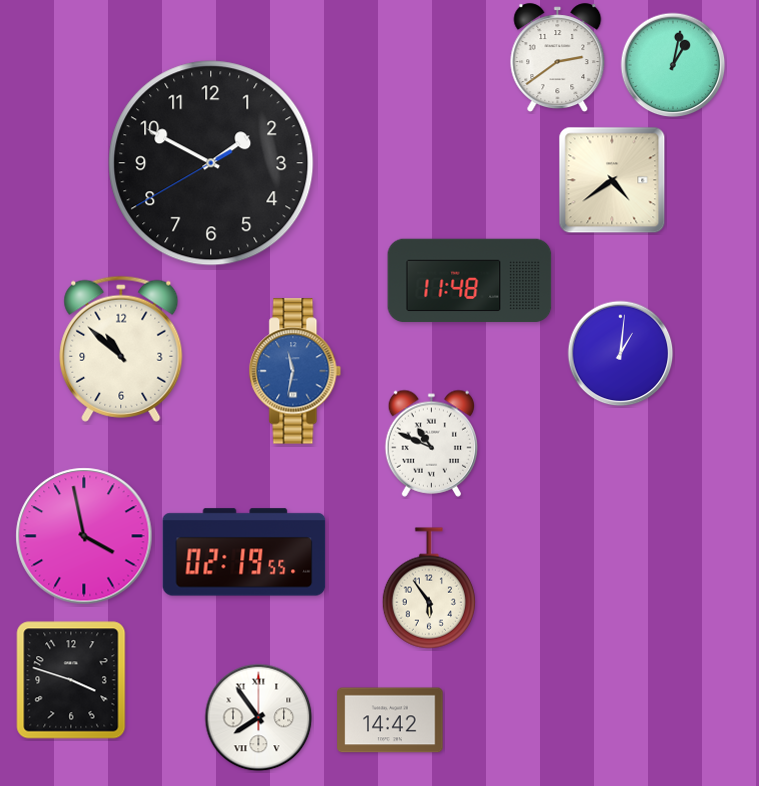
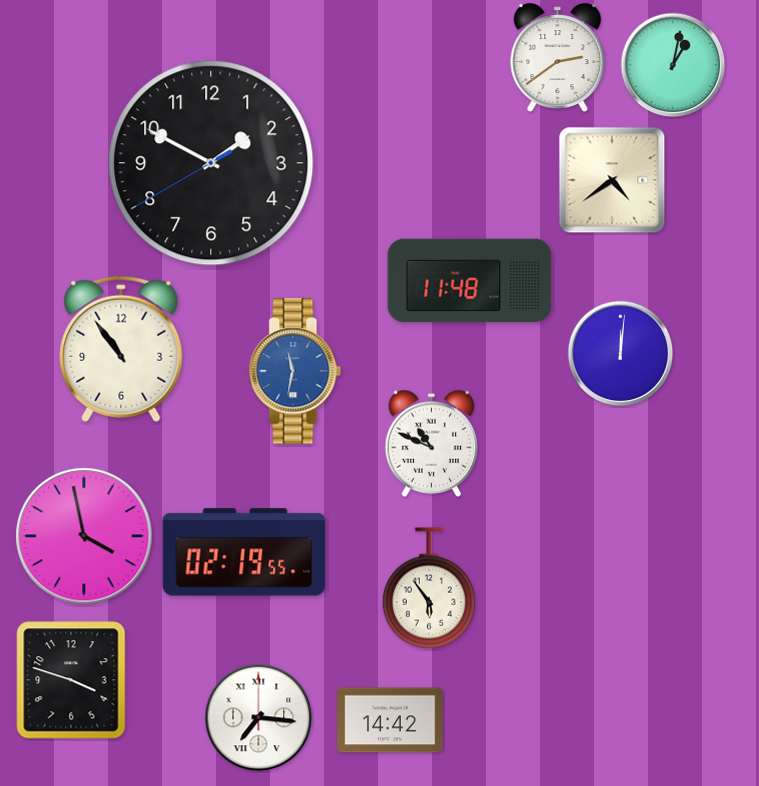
clock at (121, 349): 10:52 -> 10:54
clock at (621, 354): 1:01 -> 12:01
clock at (259, 718): 7:54 -> 7:16
